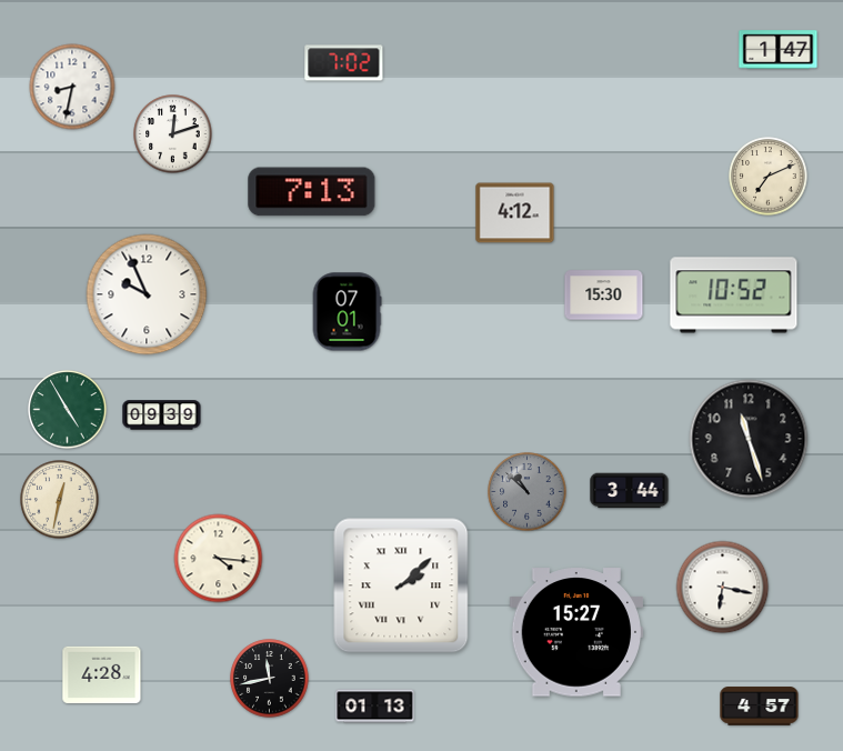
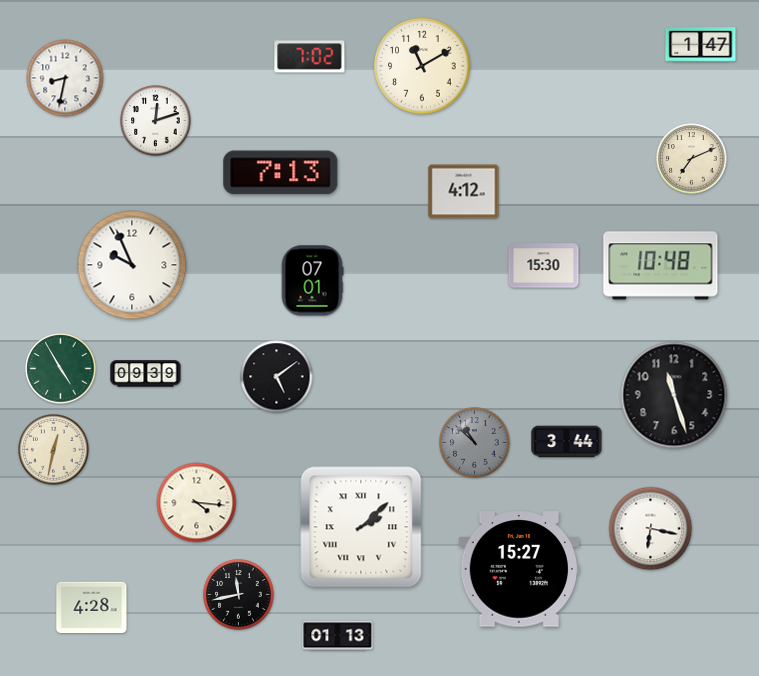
clock at (422, 66): none -> 11:10
clock at (734, 296): 10:52 -> 10:48
clock at (277, 377): none -> 5:09
clock at (270, 679) position: (270, 679) -> (239, 595)
clock at (760, 707): 4:57 -> none
